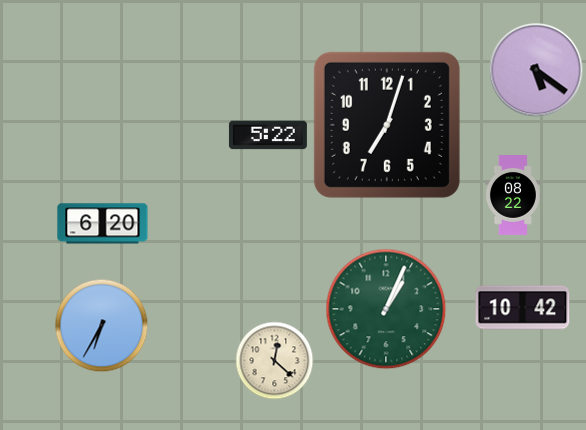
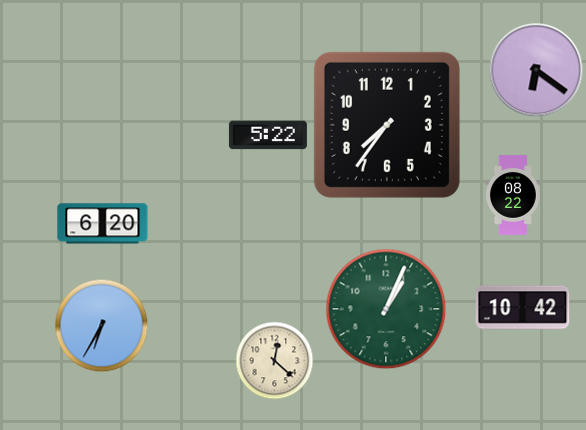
clock at (536, 70): 5:21 -> 6:21
clock at (387, 125): 7:03 -> 7:36
